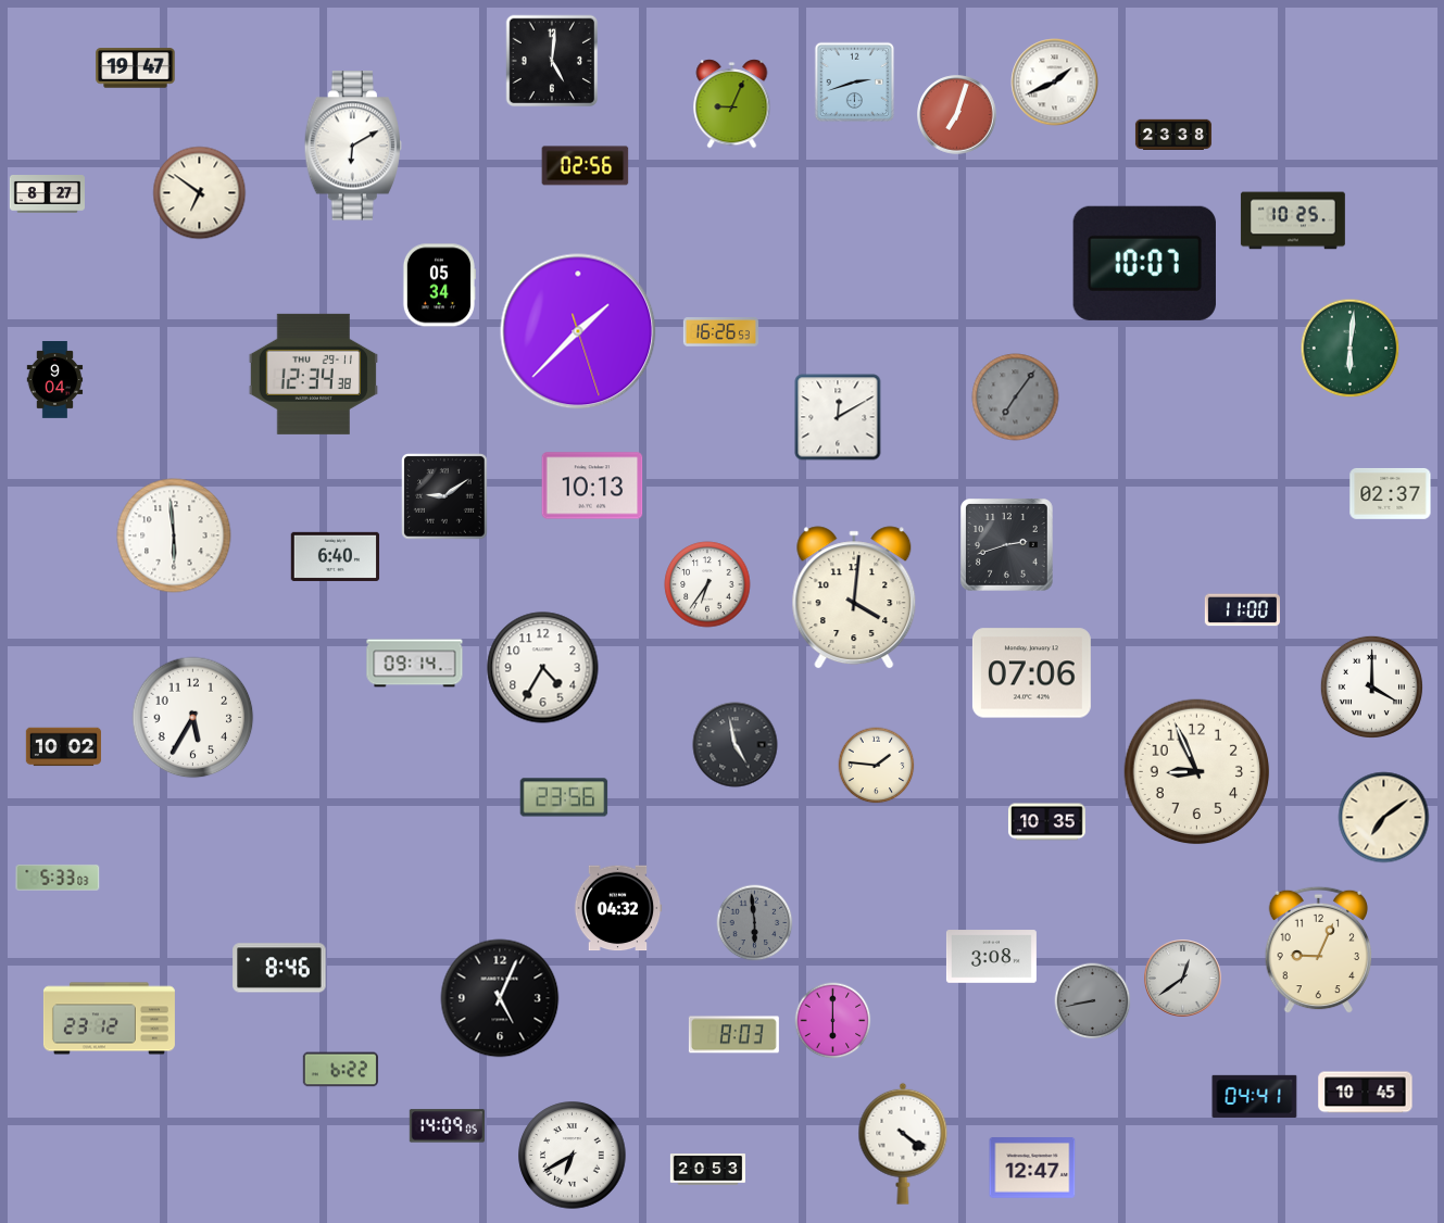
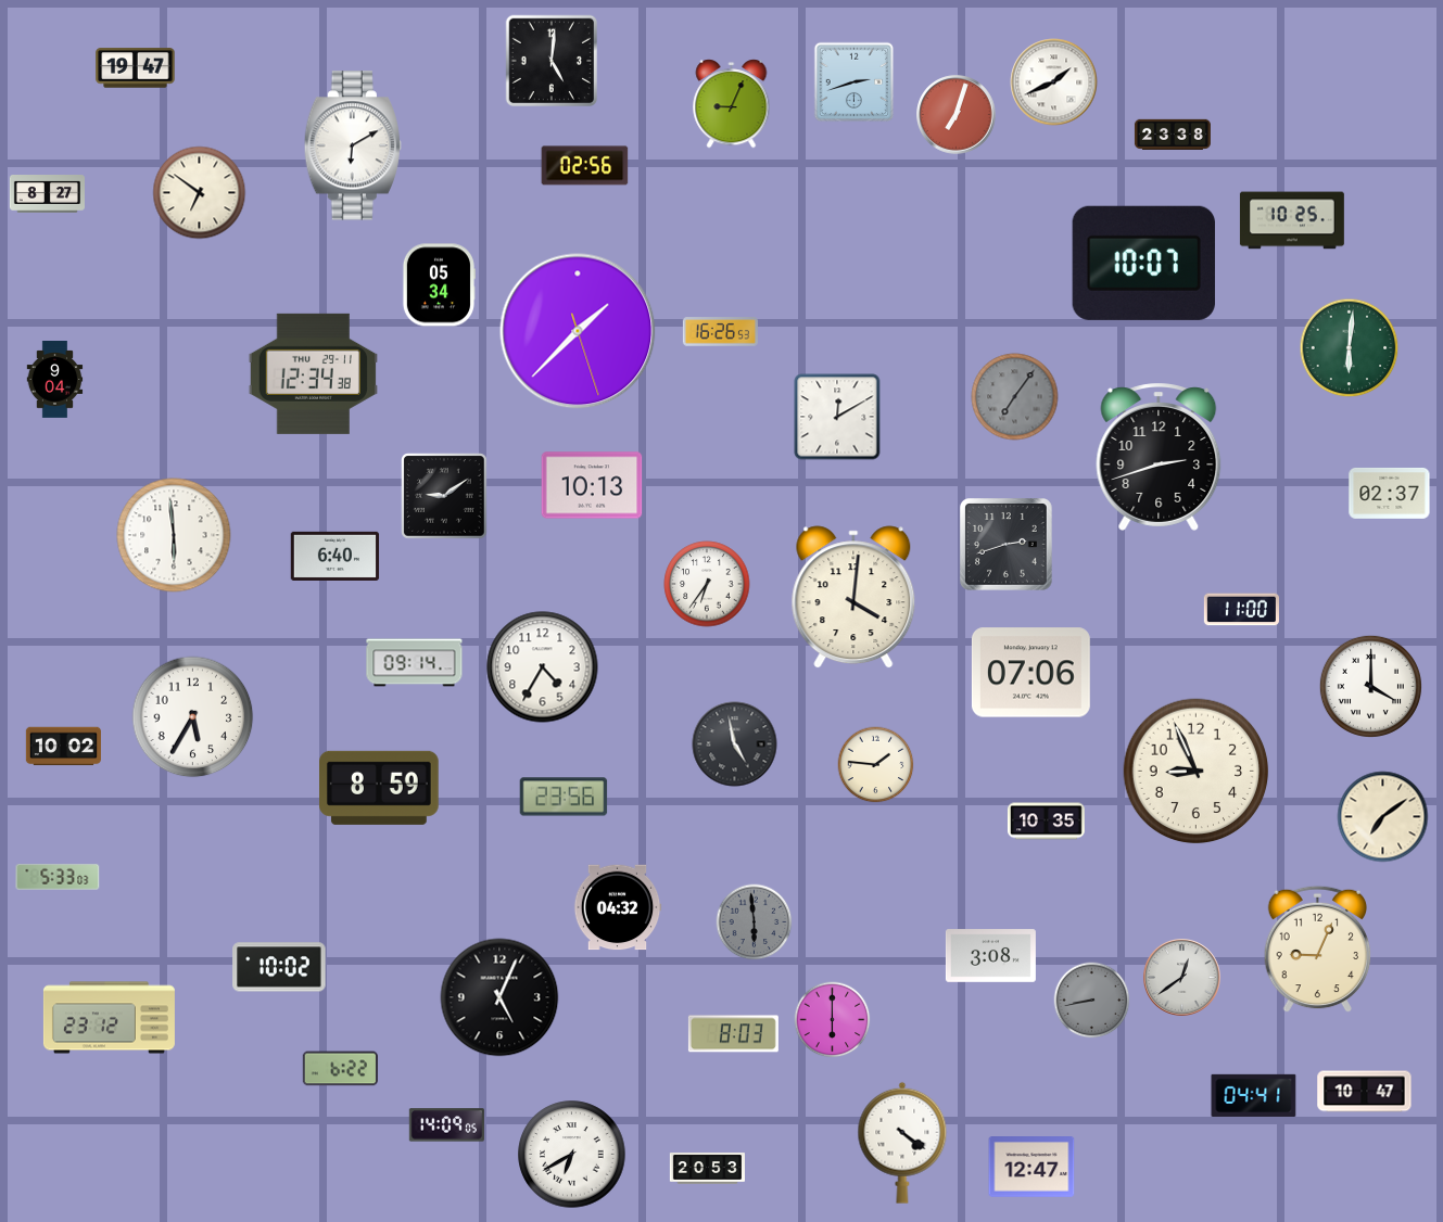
clock at (1159, 457): none -> 2:42
clock at (380, 788): none -> 8:59
clock at (279, 968): 8:46 -> 10:02
clock at (1366, 1093): 10:45 -> 10:47
